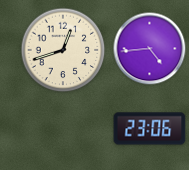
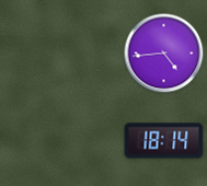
clock at (63, 50): 12:42 -> none
clock at (150, 129): 23:06 -> 18:14
